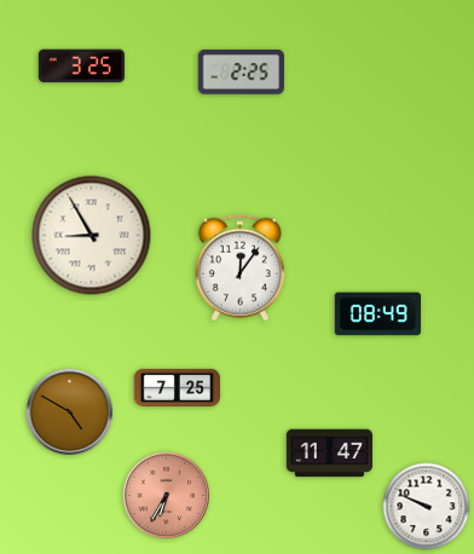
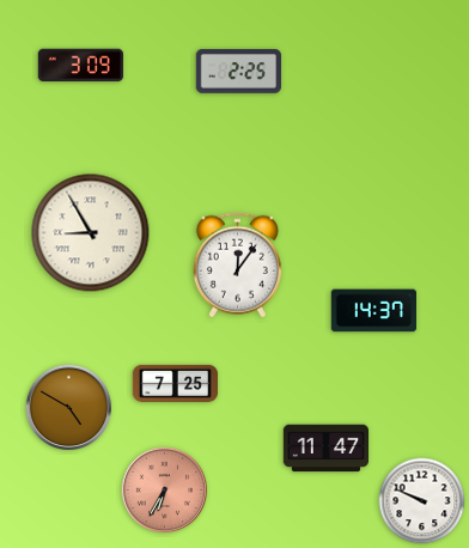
clock at (81, 67): 3:25 -> 3:09
clock at (377, 314): 08:49 -> 14:37
